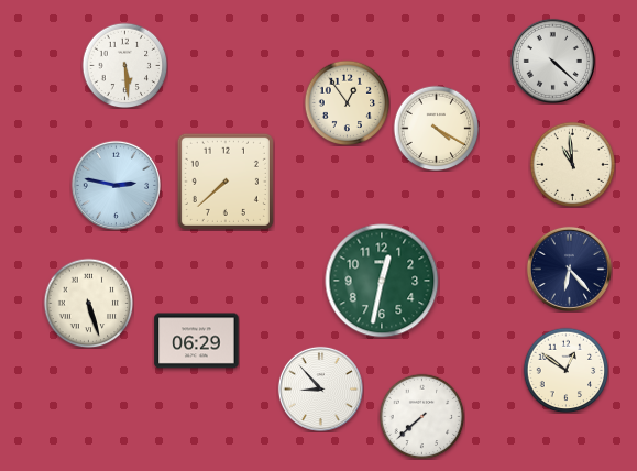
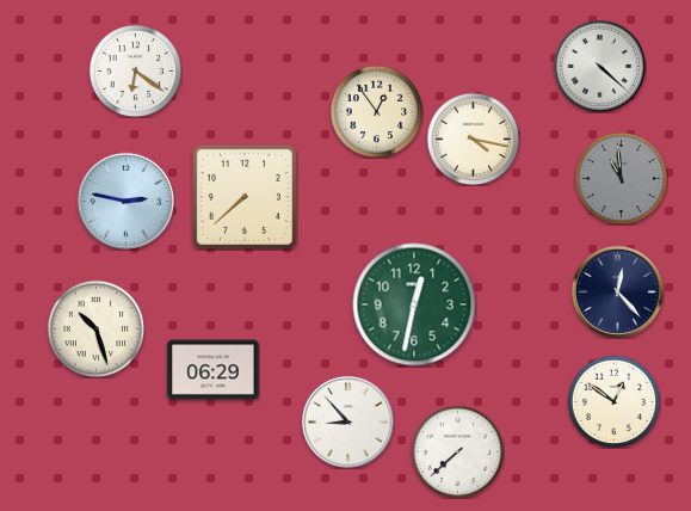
clock at (124, 65): 5:29 -> 6:21
clock at (436, 128): 4:20 -> 4:17
clock at (572, 164) dial: cream -> grey
clock at (569, 269): 6:23 -> 12:23
clock at (88, 303): 5:27 -> 10:27
